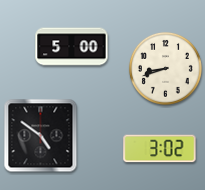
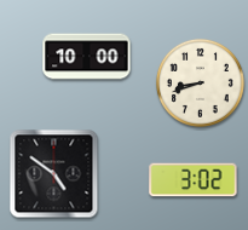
clock at (72, 47): 5:00 -> 10:00
clock at (41, 136) position: (41, 136) -> (54, 174)
